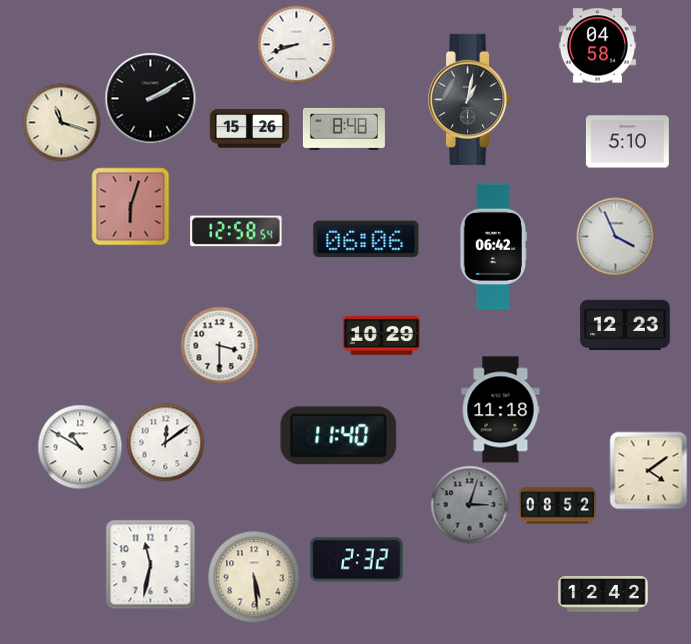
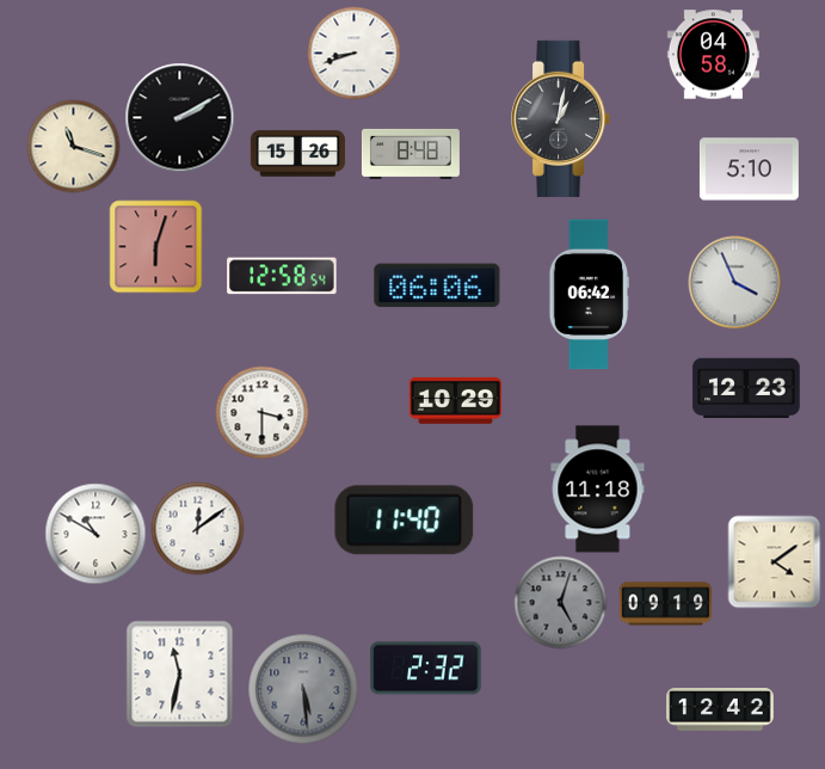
clock at (469, 504): 3:03 -> 5:03
clock at (557, 506): 08:52 -> 09:19
clock at (254, 577) dial: cream -> grey
